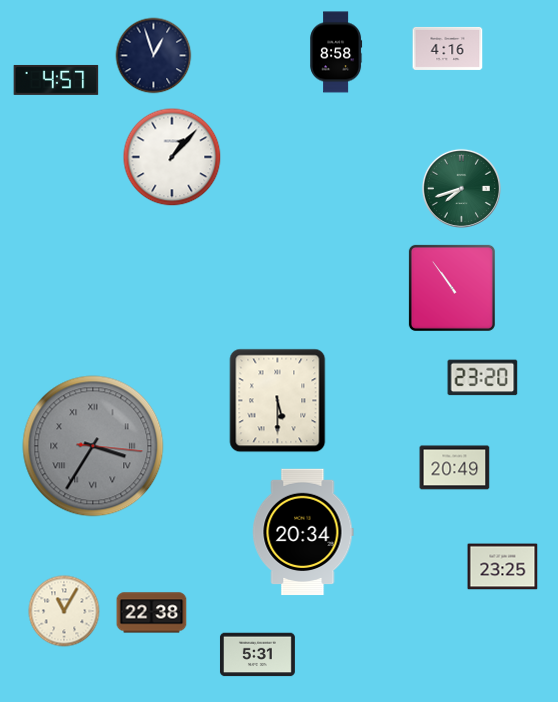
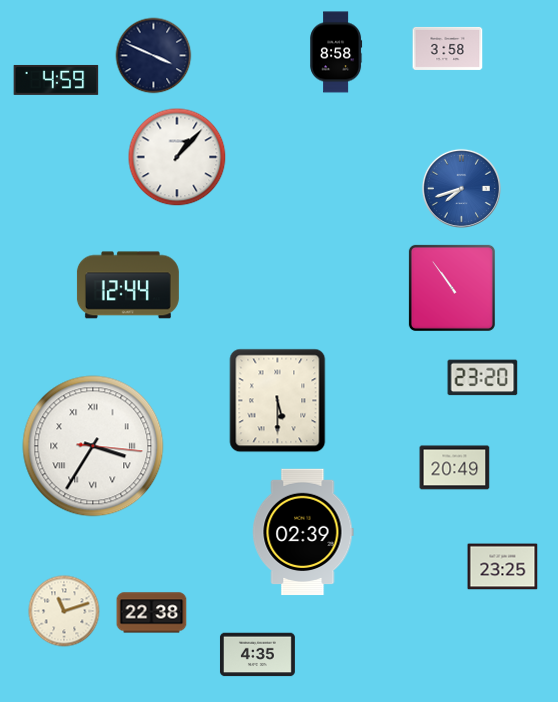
clock at (448, 48): 4:16 -> 3:58
clock at (154, 56): 12:57 -> 3:49
clock at (56, 80): 4:57 -> 4:59
clock at (172, 157) position: (172, 157) -> (177, 157)
clock at (461, 188) dial: green -> blue
clock at (128, 285): none -> 12:44
clock at (93, 446) dial: grey -> white
clock at (303, 532): 20:34 -> 02:39
clock at (64, 611): 11:05 -> 11:12
clock at (257, 655): 5:31 -> 4:35
